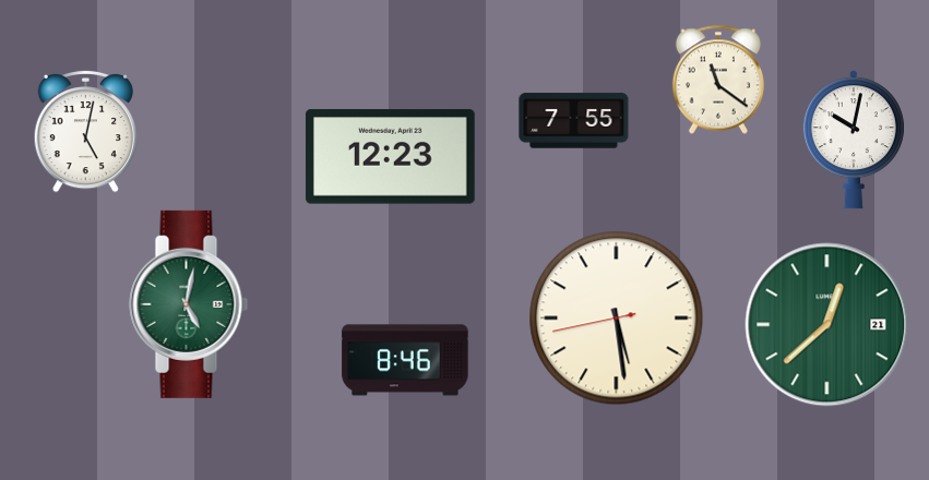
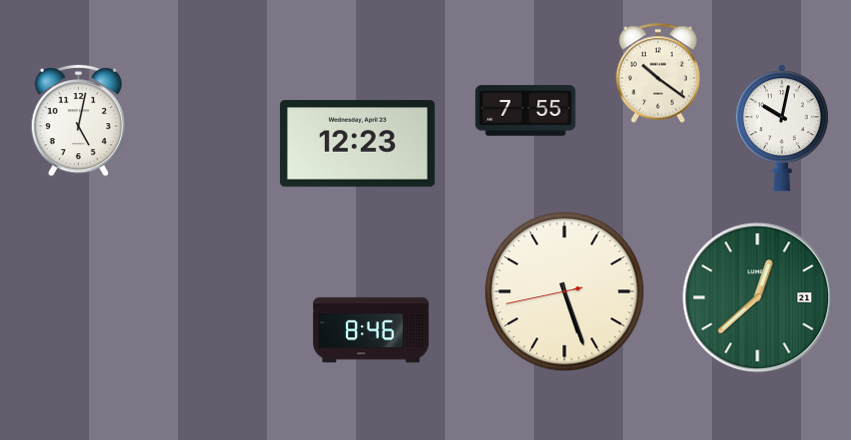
clock at (717, 80): 11:21 -> 10:21
clock at (189, 304): 5:02 -> none
clock at (617, 319): 5:28 -> 5:26
